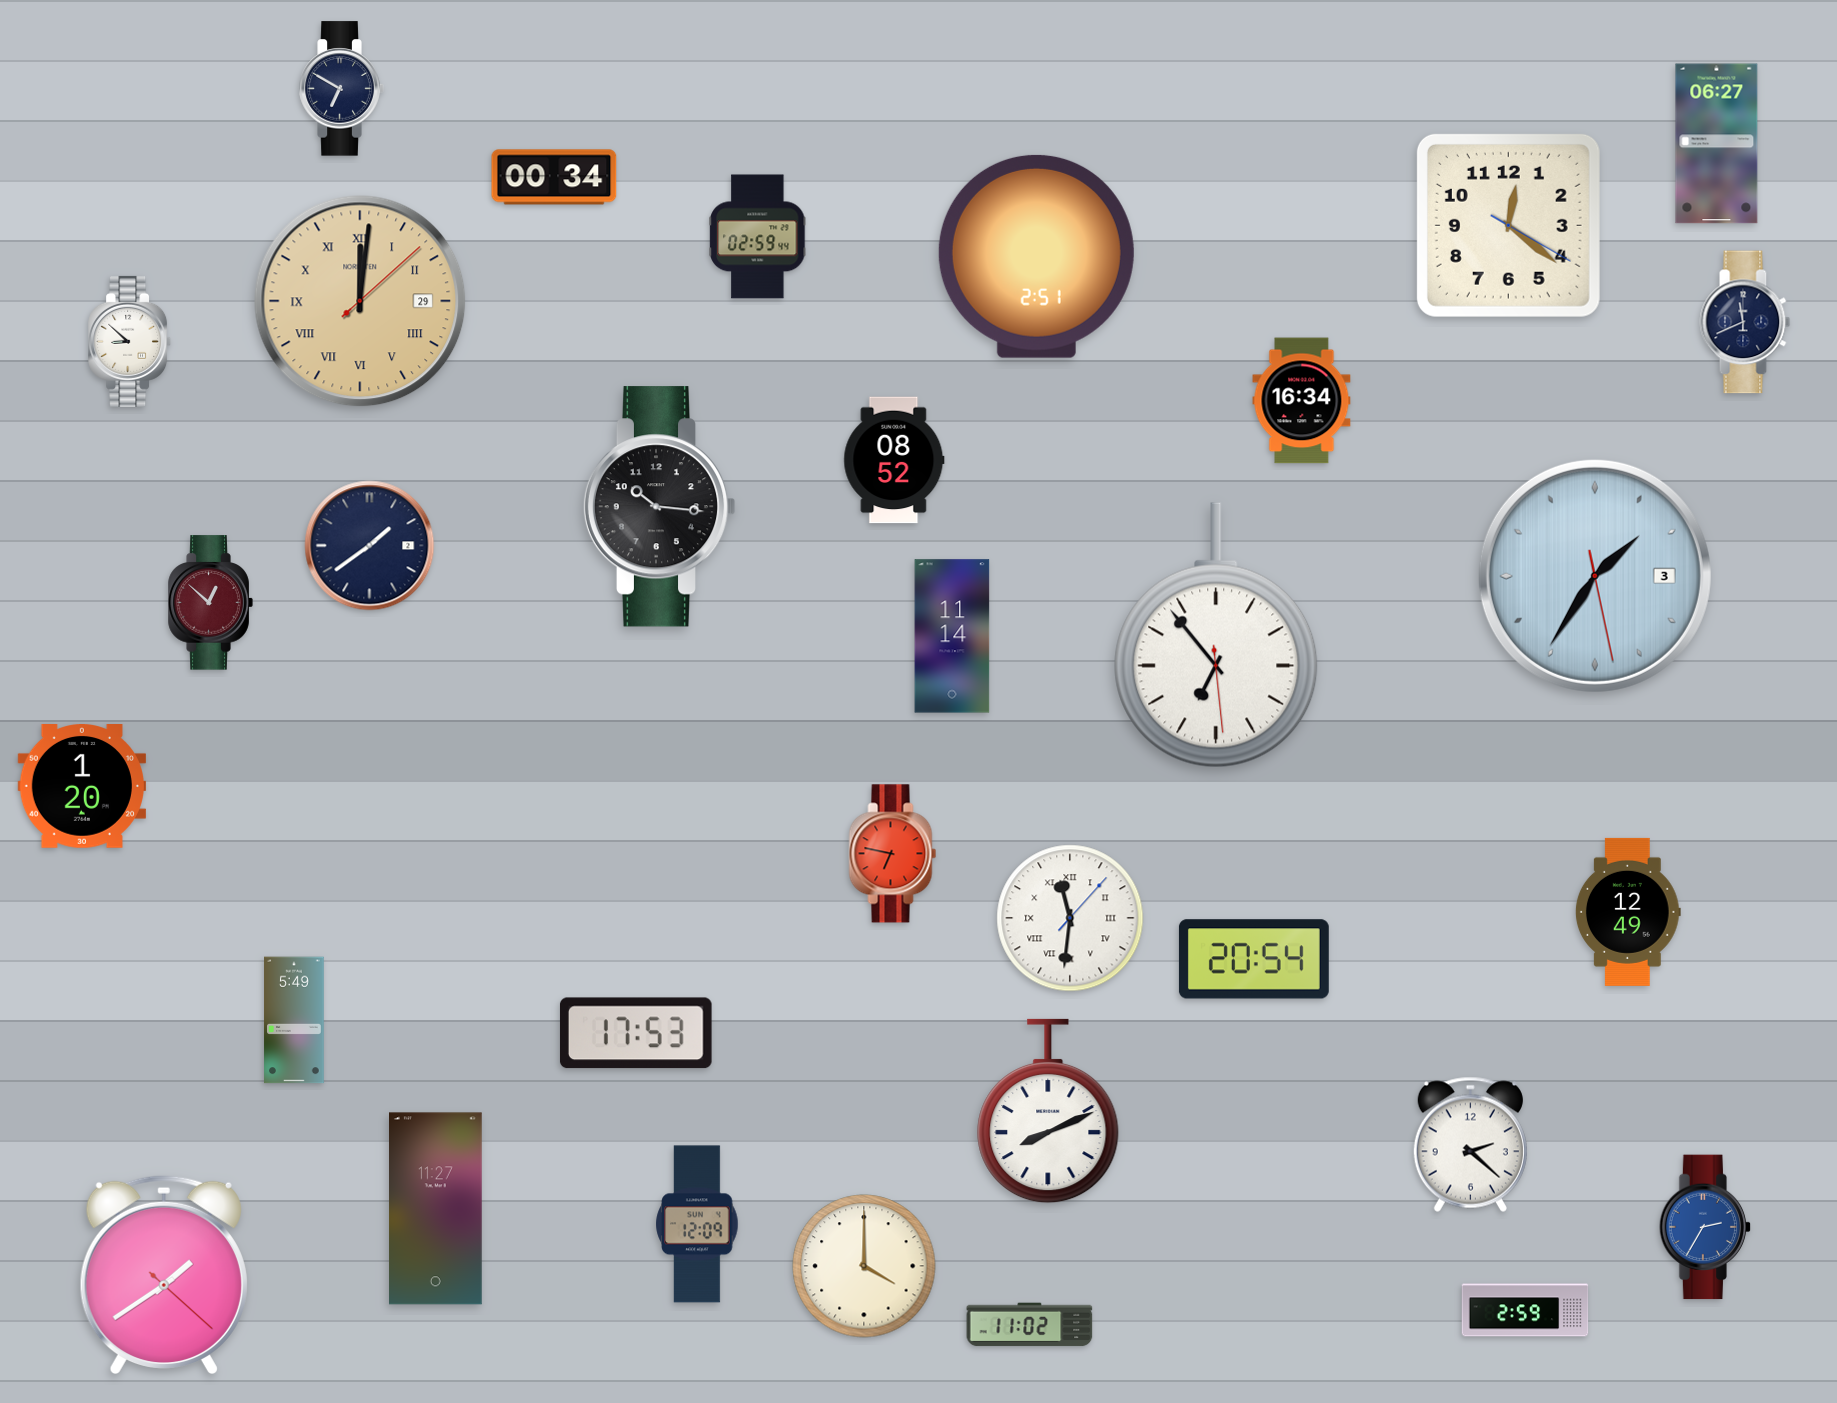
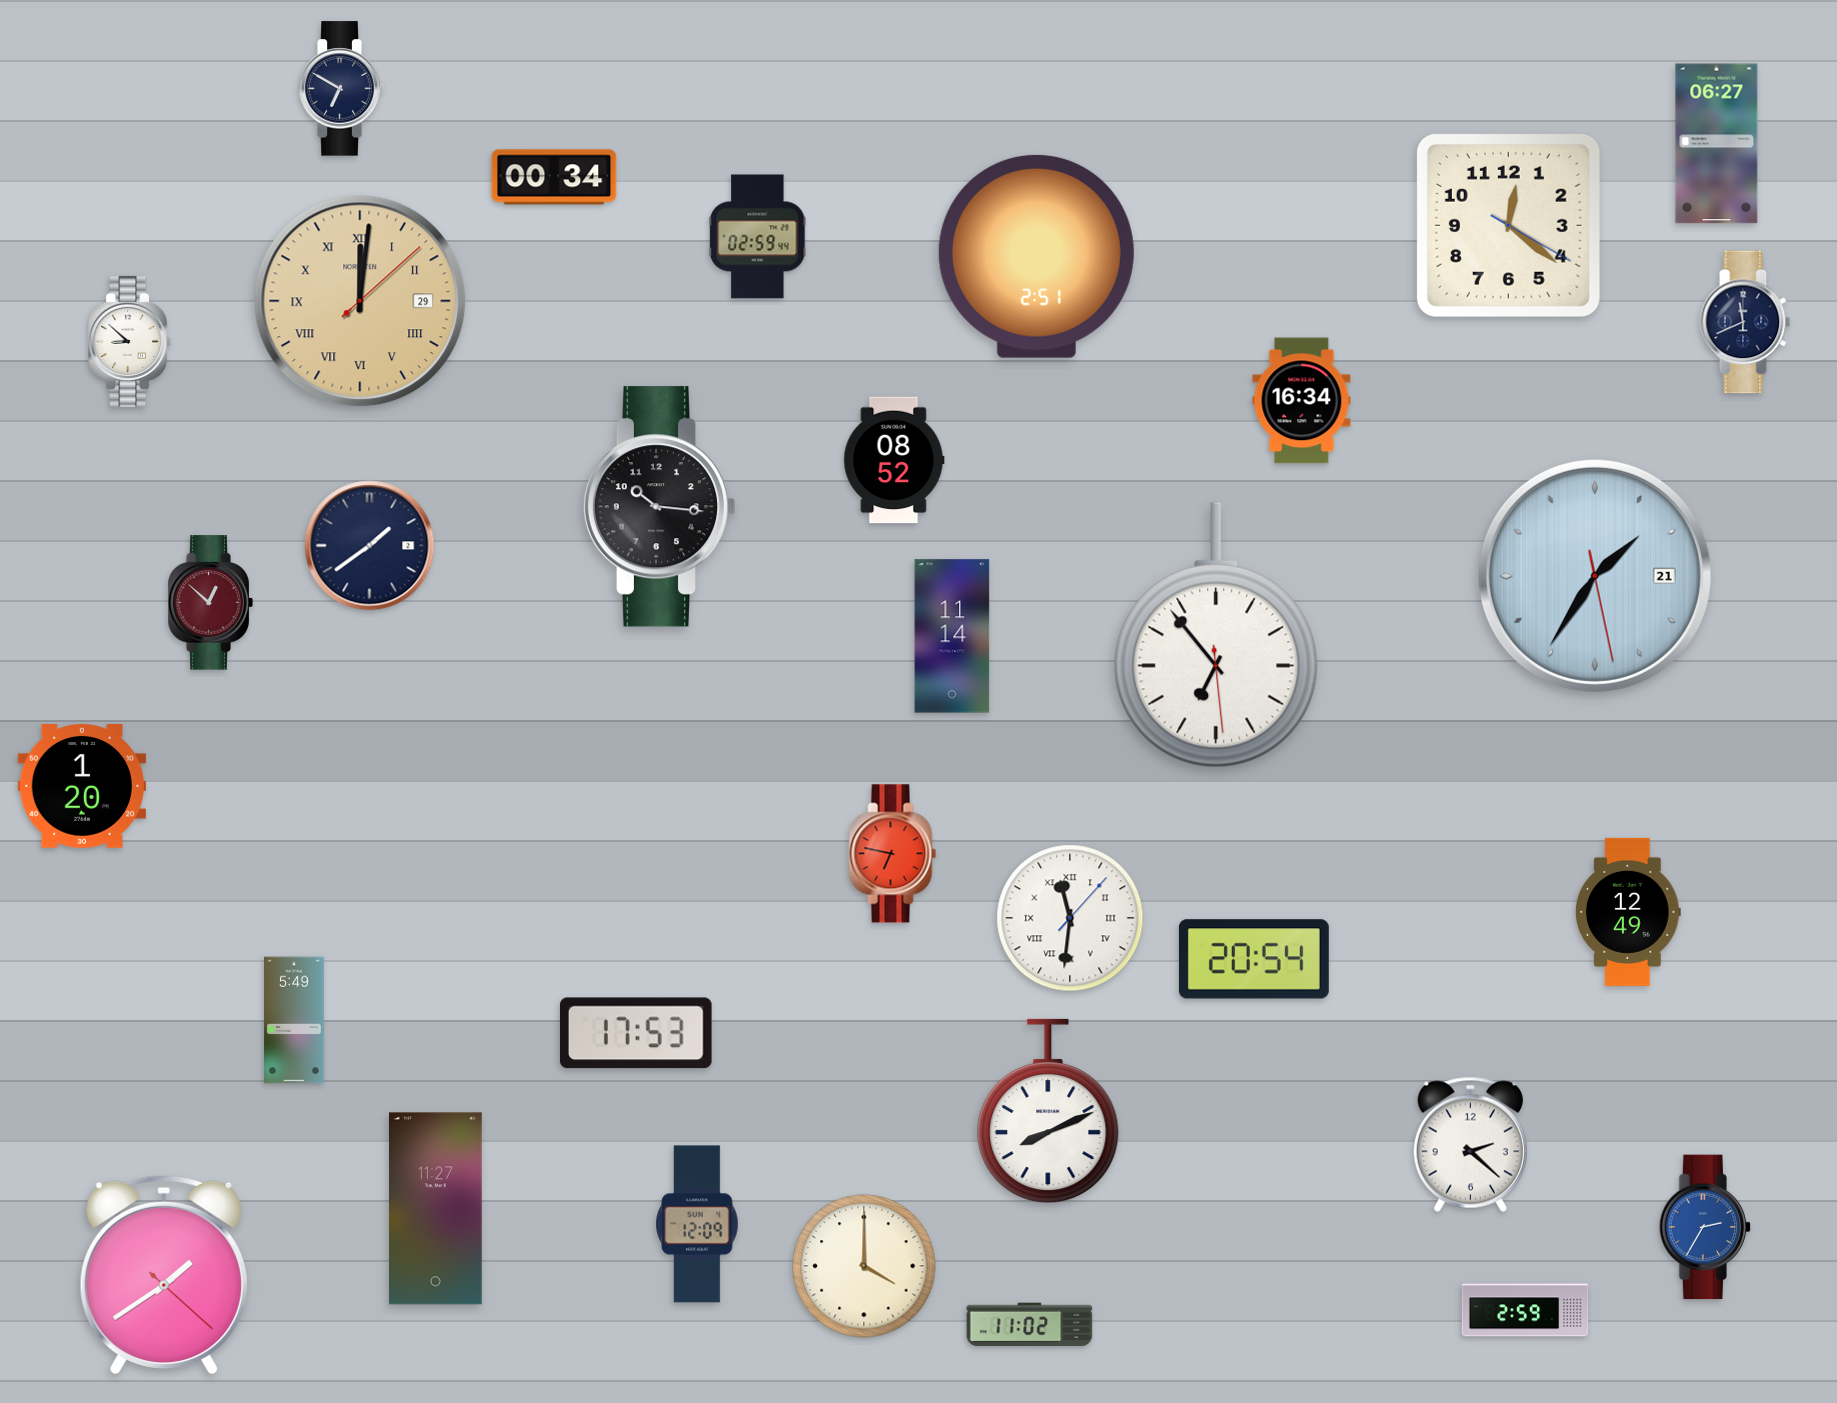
clock at (1595, 576) date: 3 -> 21
